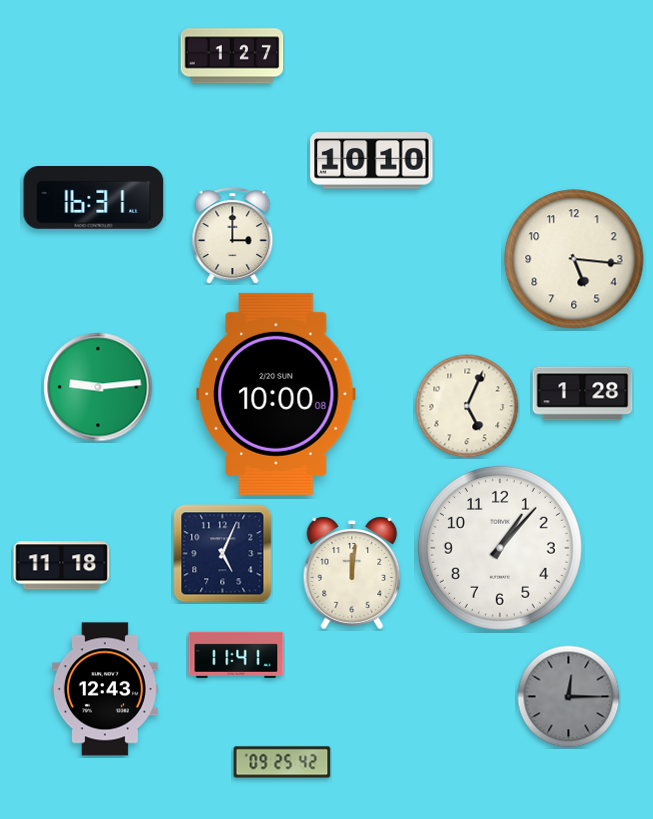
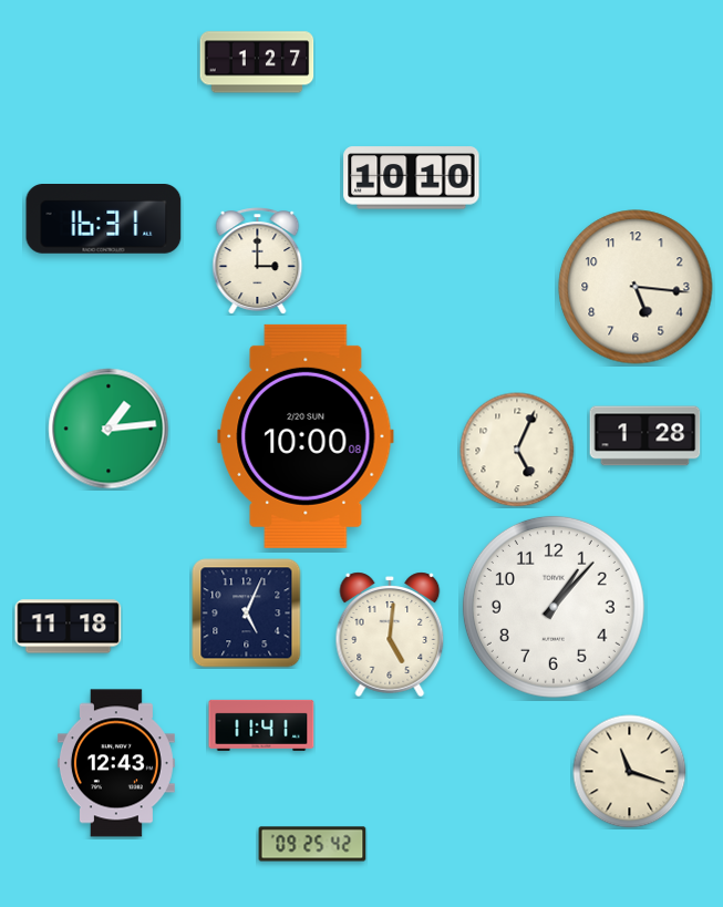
clock at (98, 387): 9:14 -> 1:14
clock at (352, 573): 12:01 -> 5:01
clock at (569, 697): 12:15 -> 11:18
clock at (569, 697) dial: grey -> cream
